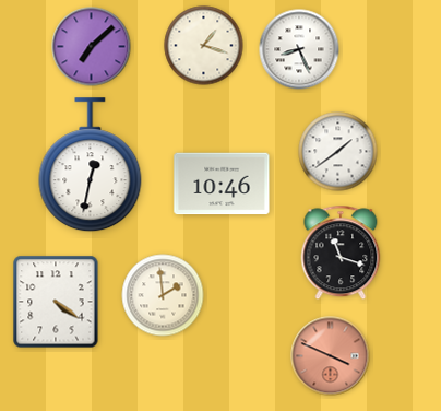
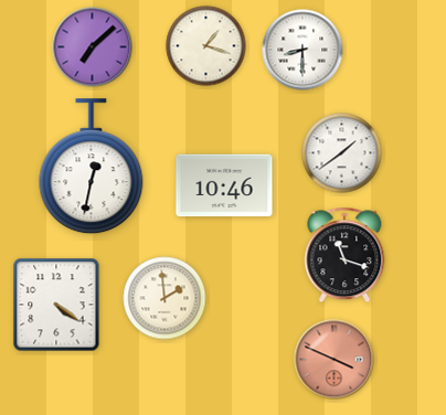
clock at (299, 49): 8:26 -> 8:30
